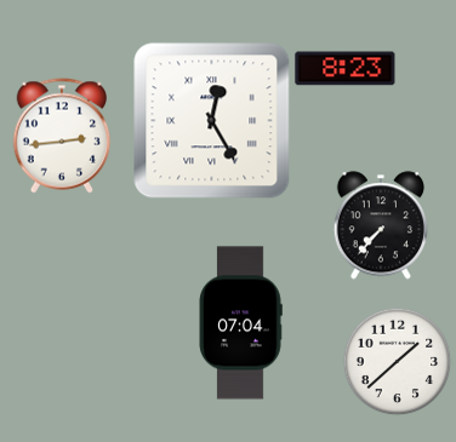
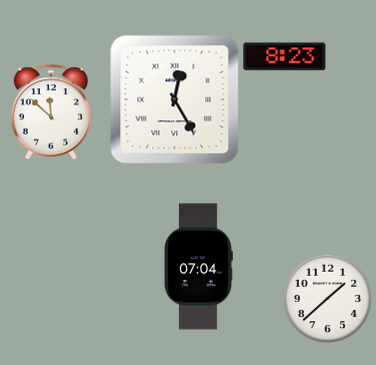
clock at (62, 136): 2:44 -> 11:52
clock at (380, 225): 7:37 -> none
